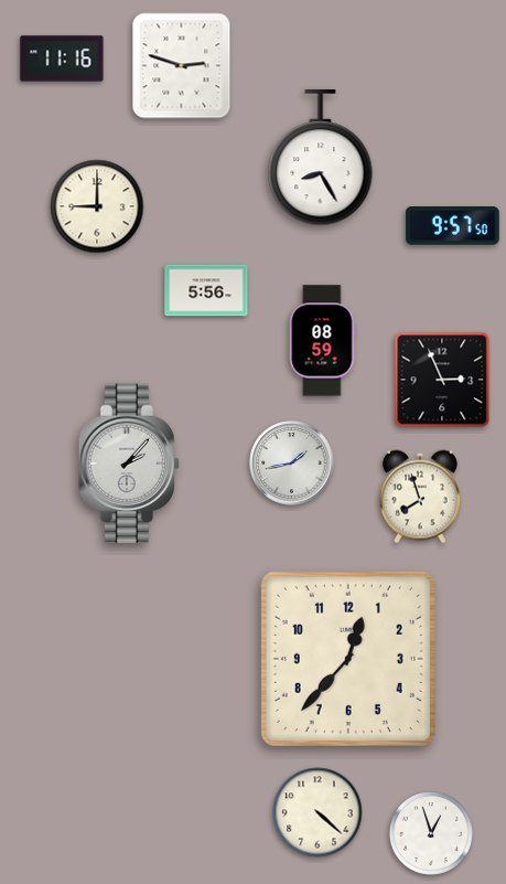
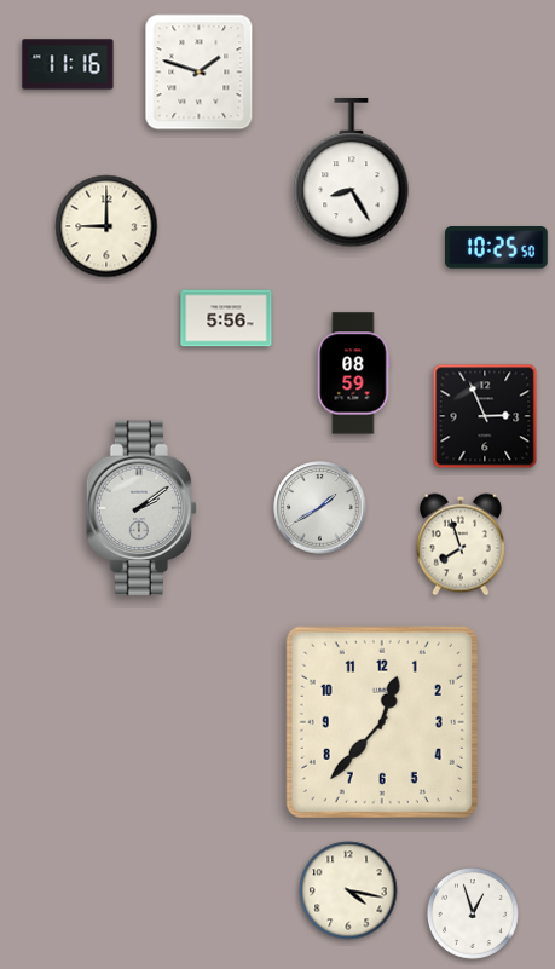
clock at (182, 66): 2:48 -> 1:48
clock at (453, 226): 9:57 -> 10:25
clock at (129, 464): 2:07 -> 2:09
clock at (292, 464): 1:43 -> 1:40
clock at (317, 812): 4:22 -> 4:17
